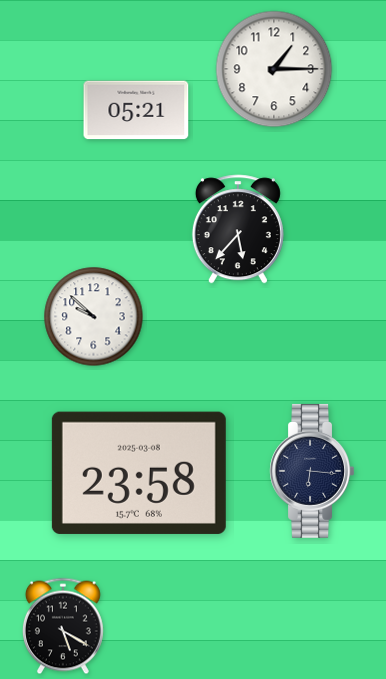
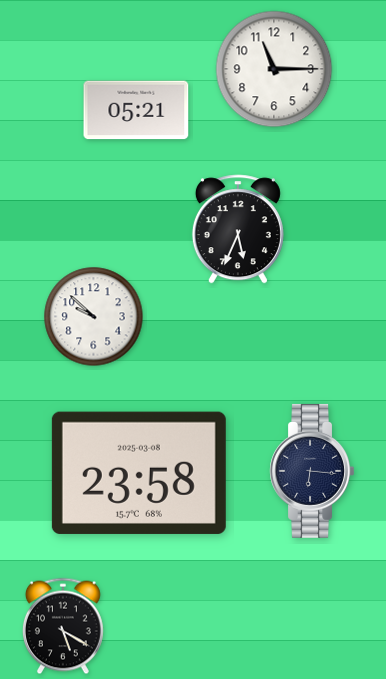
clock at (274, 69): 1:15 -> 11:15
clock at (238, 229): 5:37 -> 5:34
